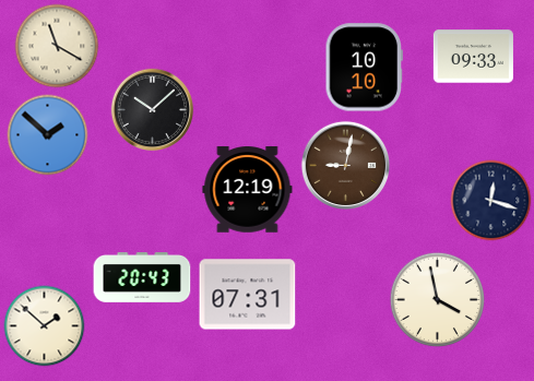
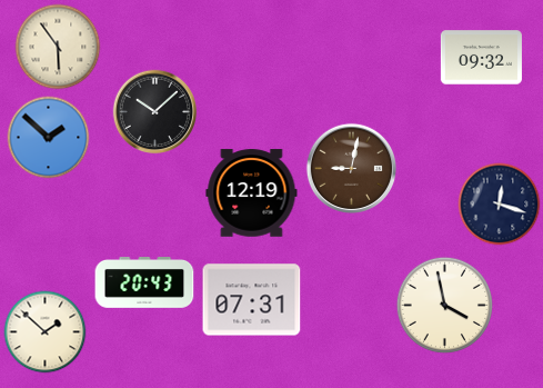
clock at (57, 46): 11:20 -> 5:54
clock at (473, 57): 09:33 -> 09:32
clock at (365, 68): 10:10 -> none
